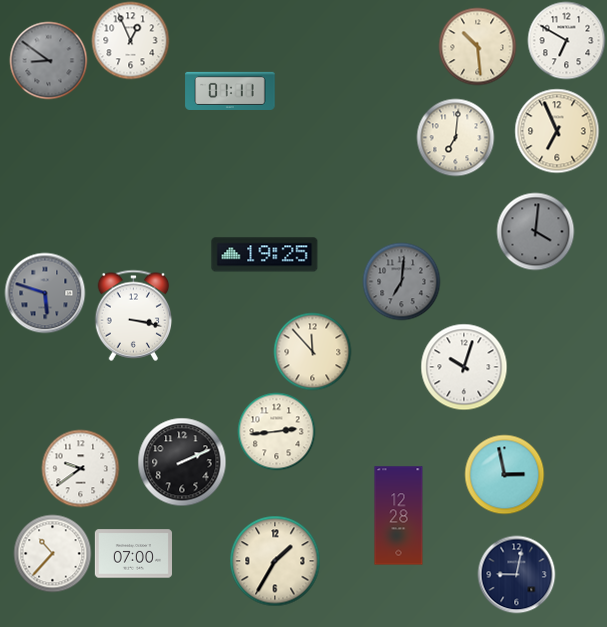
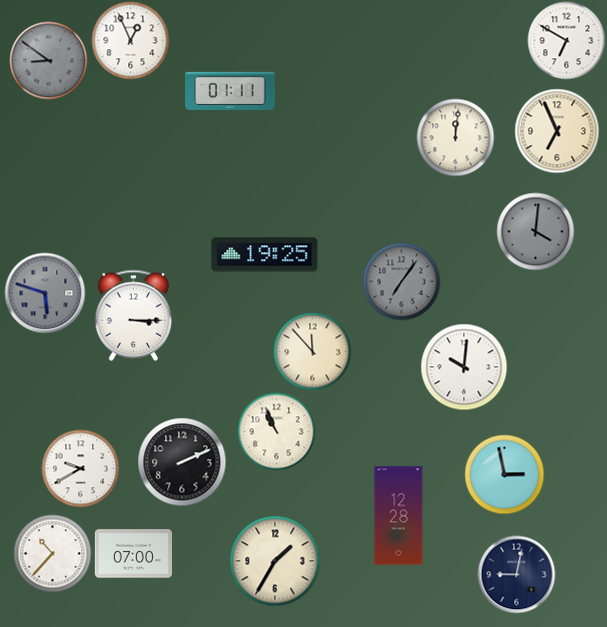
clock at (477, 46): 10:29 -> none
clock at (455, 137): 7:01 -> 12:01
clock at (401, 281): 7:01 -> 7:06
clock at (134, 315): 3:17 -> 3:15
clock at (464, 367): 10:03 -> 10:01
clock at (276, 431): 2:44 -> 10:56
clock at (80, 468): 9:39 -> 9:40
